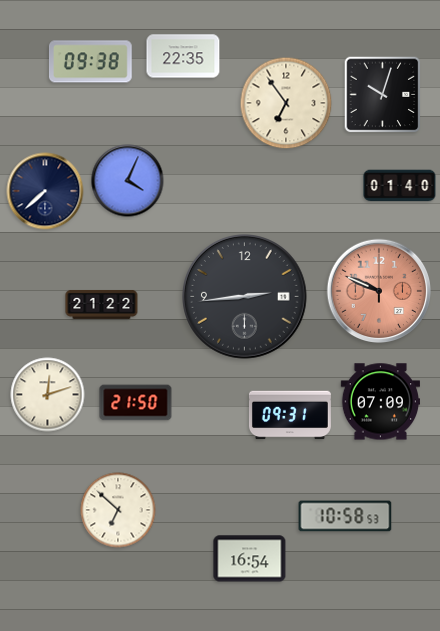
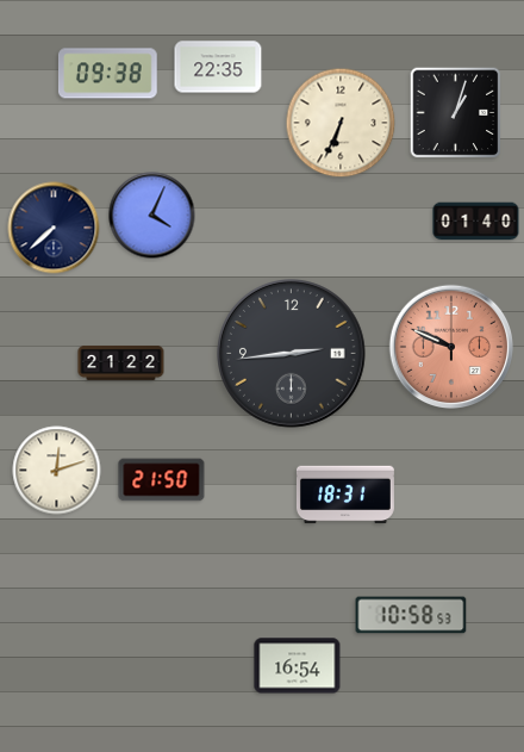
clock at (383, 95): 10:03 -> 1:03
clock at (286, 103): 6:54 -> 6:34
clock at (380, 402): 07:09 -> none
clock at (290, 415): 09:31 -> 18:31
clock at (118, 510): 6:52 -> none
